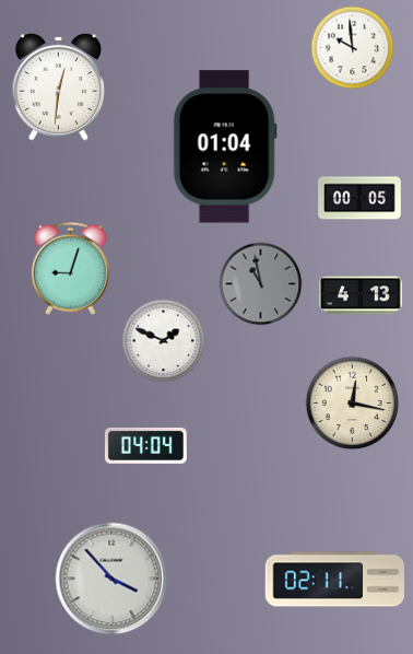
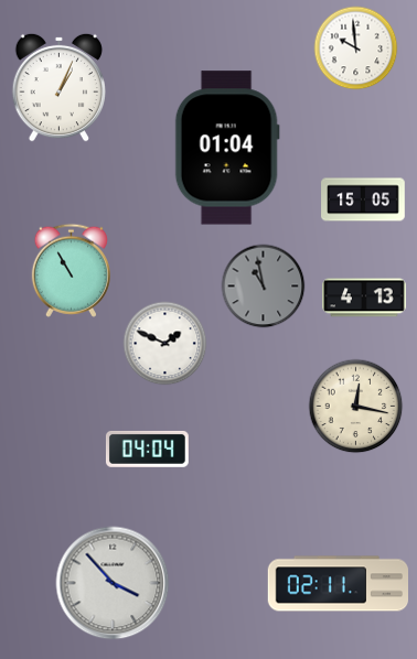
clock at (59, 86): 12:31 -> 1:04
clock at (359, 198): 00:05 -> 15:05
clock at (70, 268): 9:03 -> 10:55
